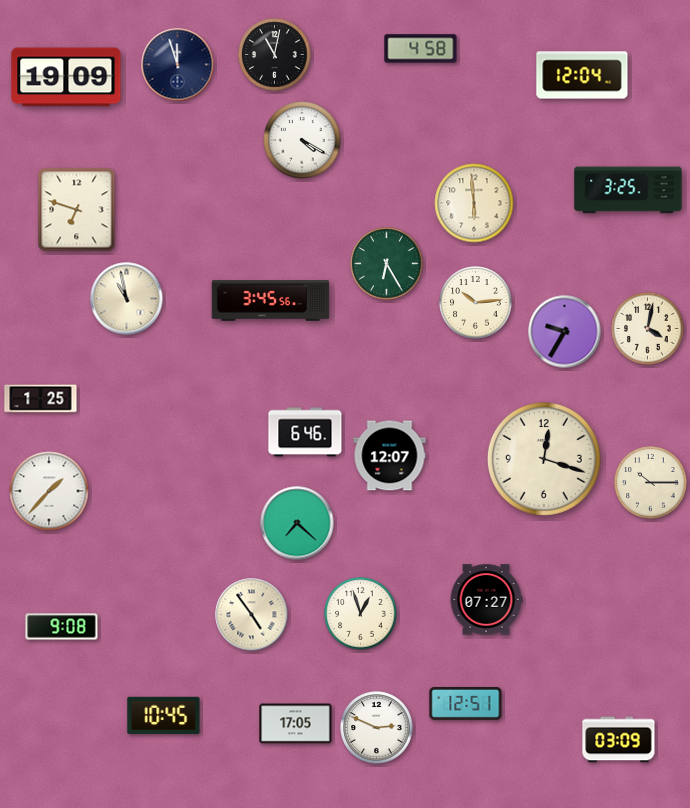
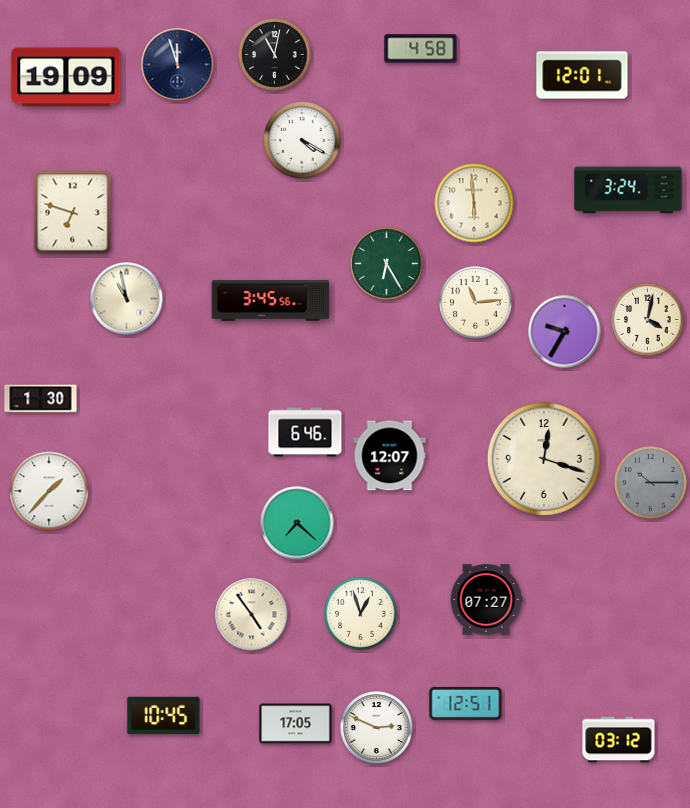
clock at (582, 75): 12:04 -> 12:01
clock at (628, 190): 3:25 -> 3:24
clock at (77, 210) position: (77, 210) -> (73, 213)
clock at (476, 303): 10:14 -> 11:14
clock at (648, 329) position: (648, 329) -> (648, 320)
clock at (41, 399): 1:25 -> 1:30
clock at (651, 483) dial: cream -> grey
clock at (62, 627): 9:08 -> none
clock at (619, 740): 03:09 -> 03:12
